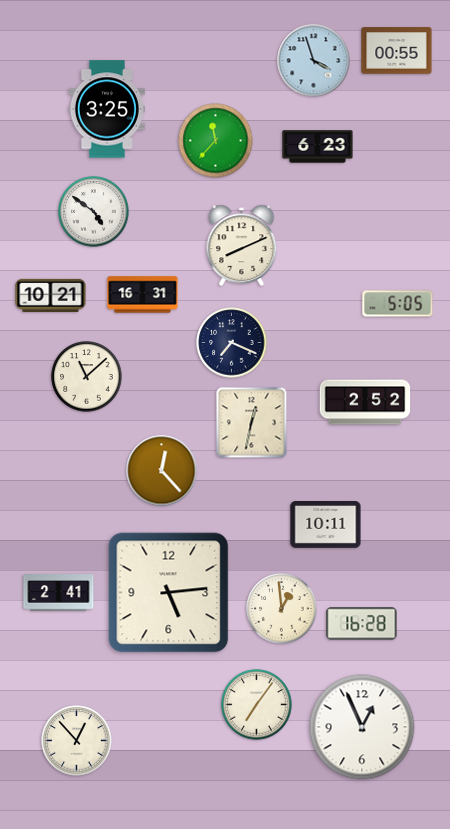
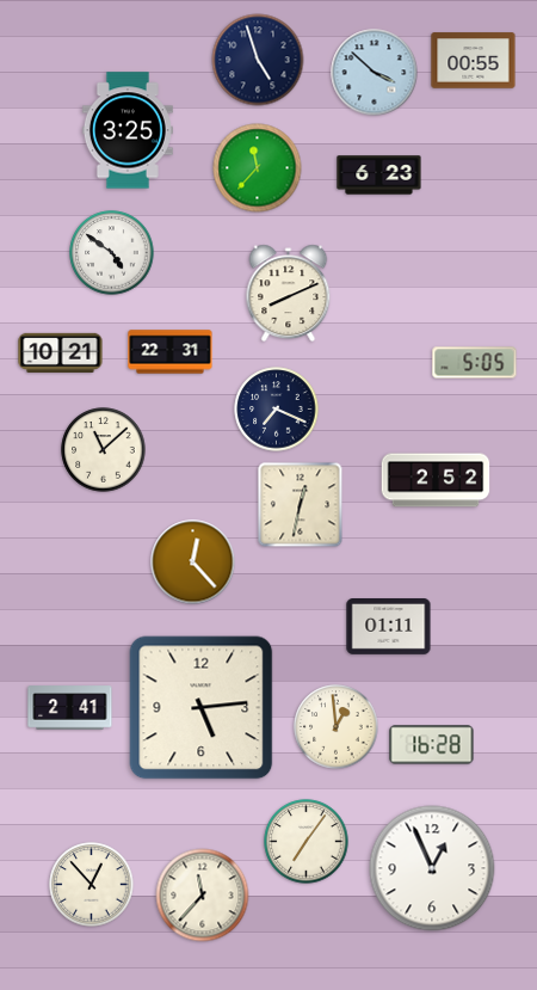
clock at (258, 60): none -> 4:57
clock at (314, 61): 3:57 -> 3:52
clock at (143, 295): 16:31 -> 22:31
clock at (326, 525): 10:11 -> 01:11
clock at (203, 896): none -> 11:37
